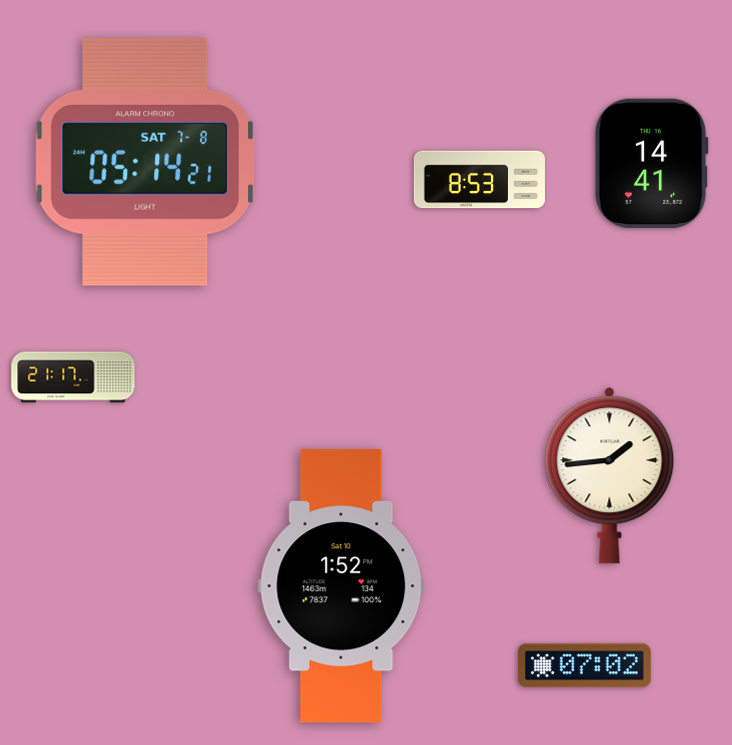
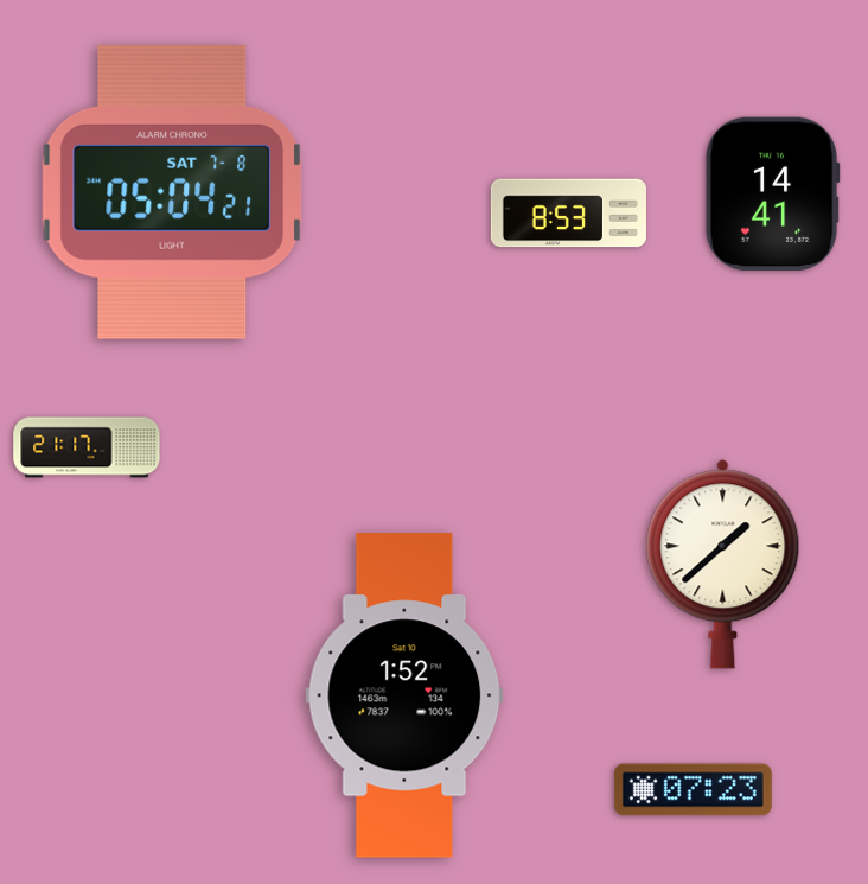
clock at (144, 162): 05:14 -> 05:04
clock at (610, 476): 1:44 -> 1:38
clock at (584, 666): 07:02 -> 07:23
